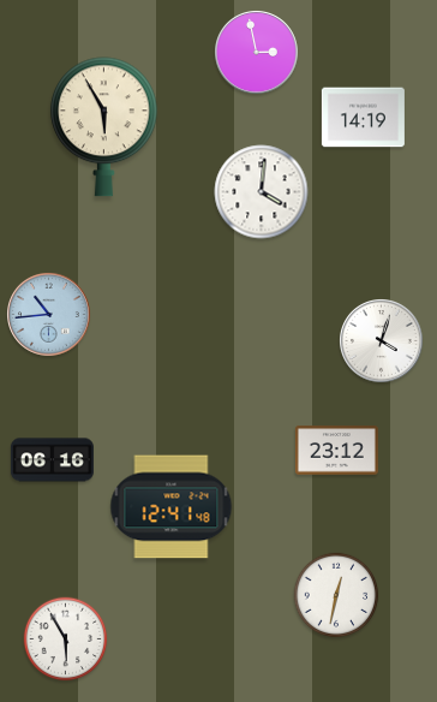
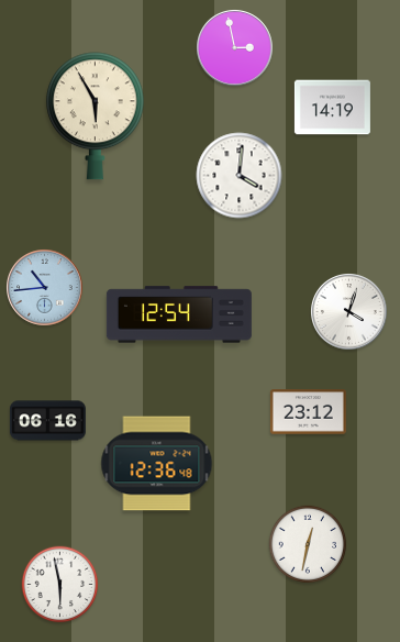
clock at (179, 314): none -> 12:54
clock at (172, 507): 12:41 -> 12:36
clock at (66, 639): 5:55 -> 5:58
